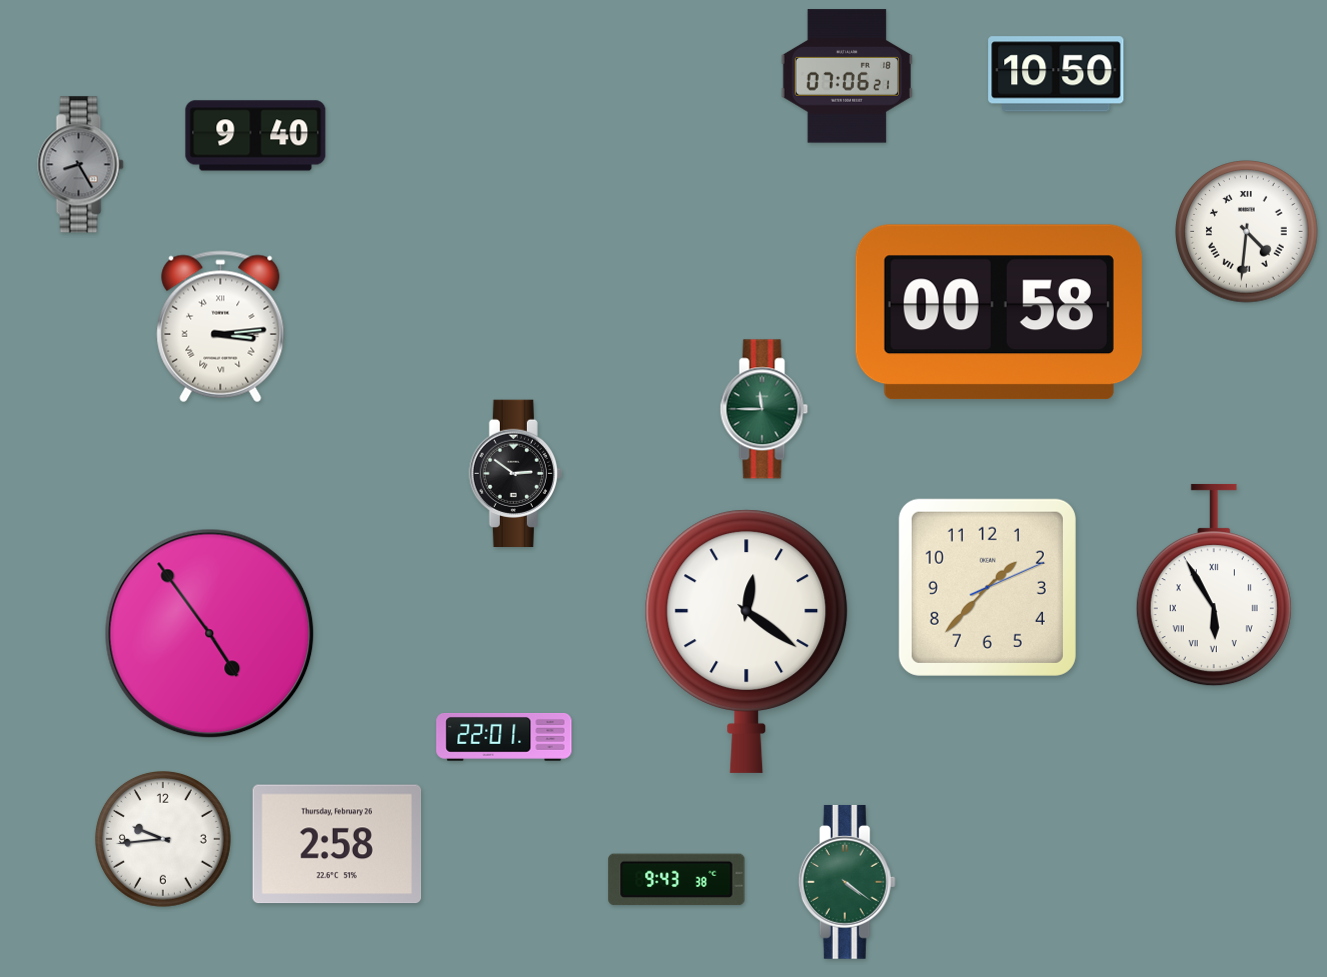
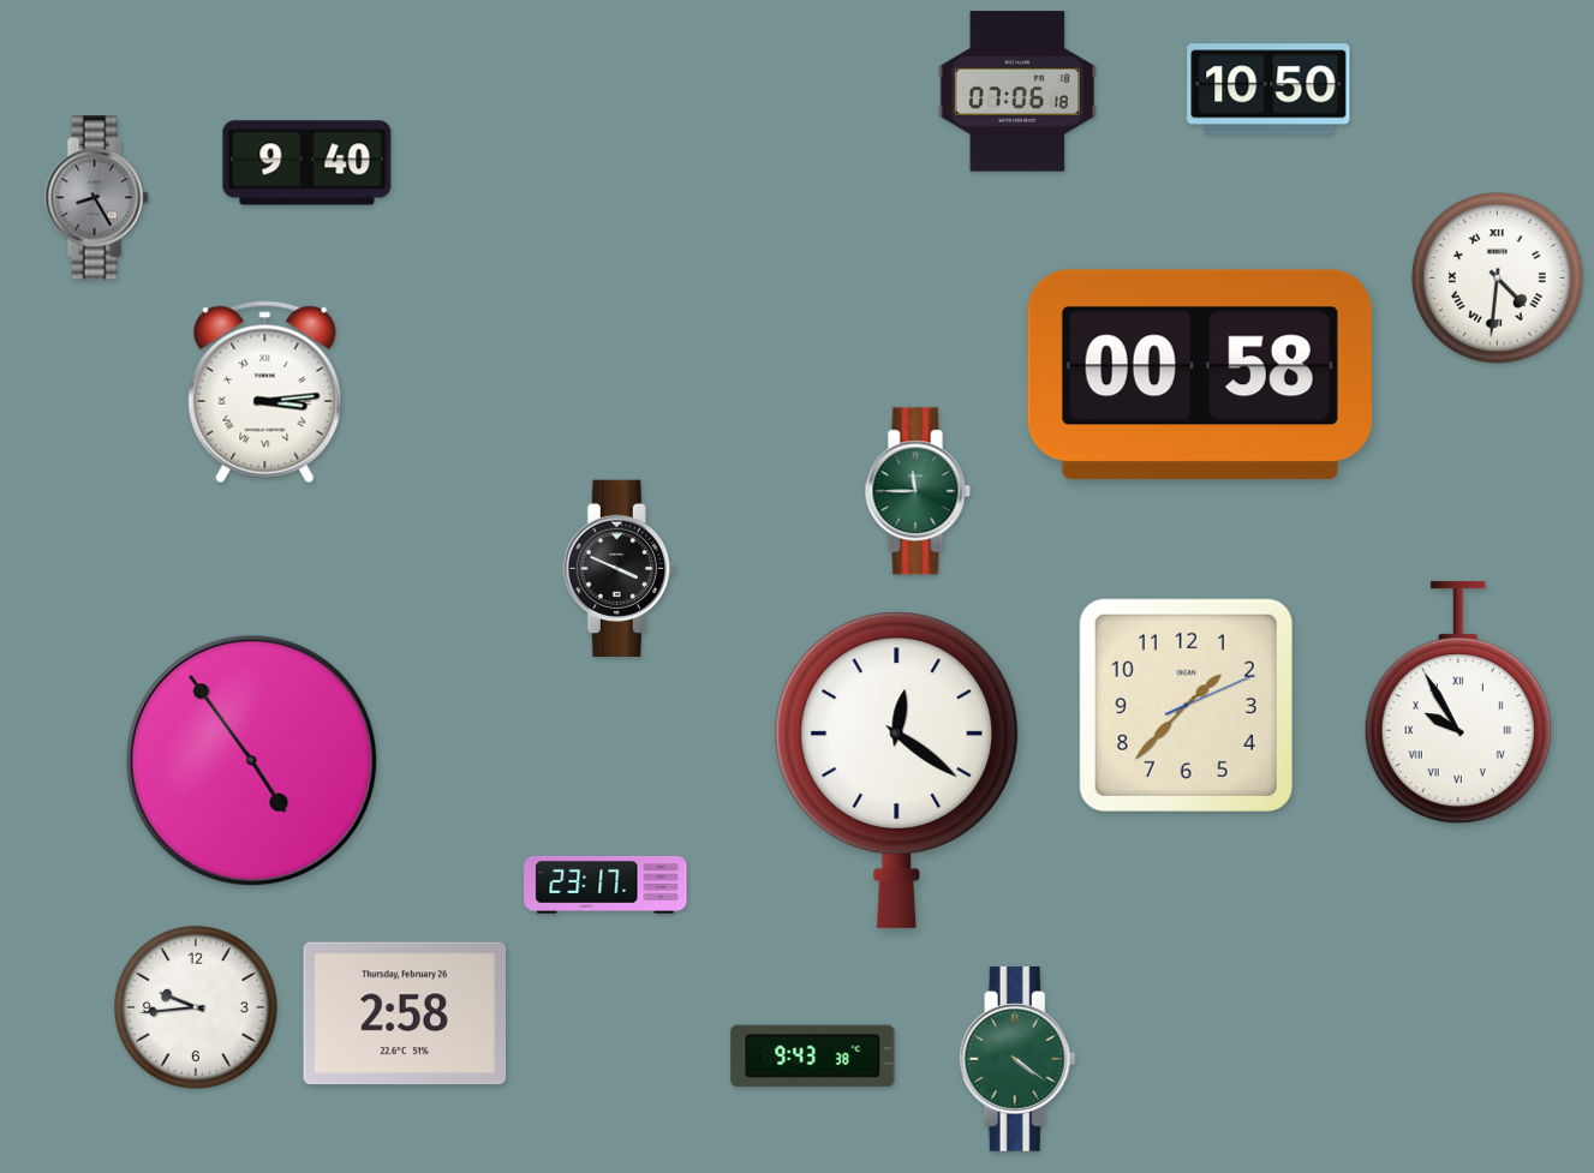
clock at (847, 76): 07:06:21 -> 07:06:18
clock at (515, 474): 2:51 -> 3:49
clock at (1214, 585): 5:55 -> 9:55
clock at (504, 738): 22:01 -> 23:17
